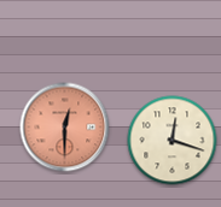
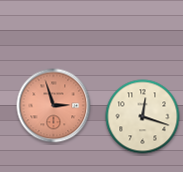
clock at (65, 128): 12:30 -> 2:57
